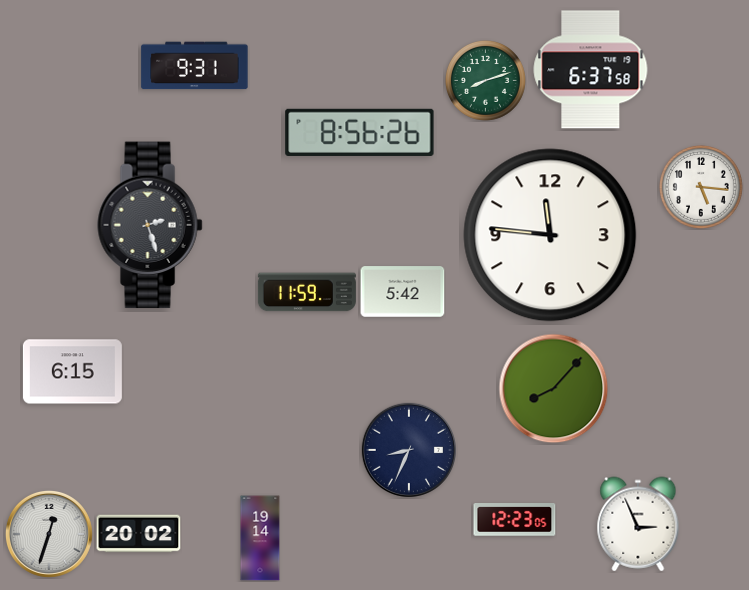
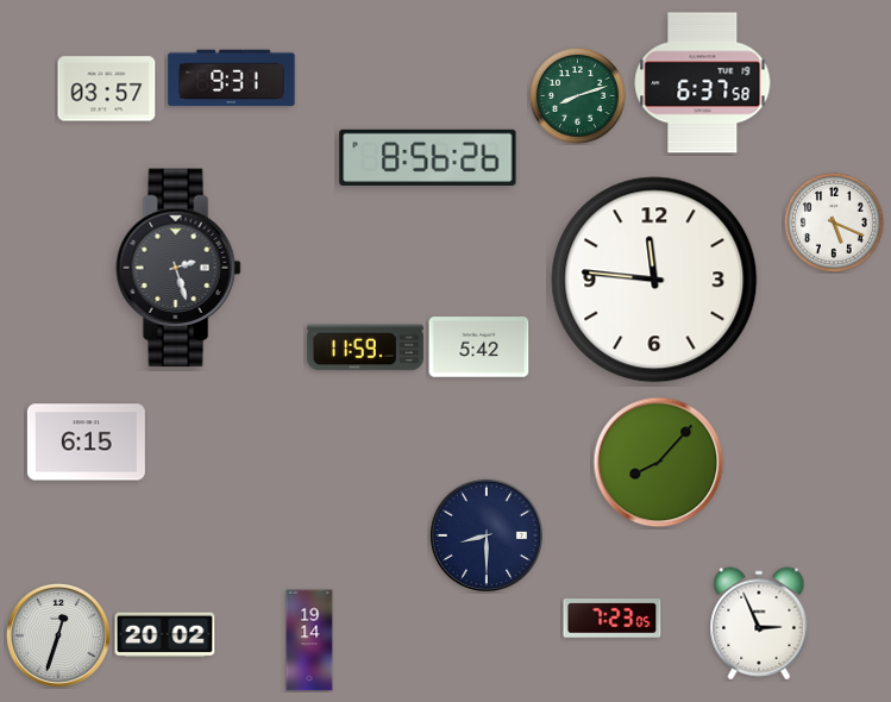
clock at (107, 89): none -> 03:57
clock at (701, 187): 5:16 -> 5:19
clock at (409, 450): 8:34 -> 8:30
clock at (515, 520): 12:23 -> 7:23
